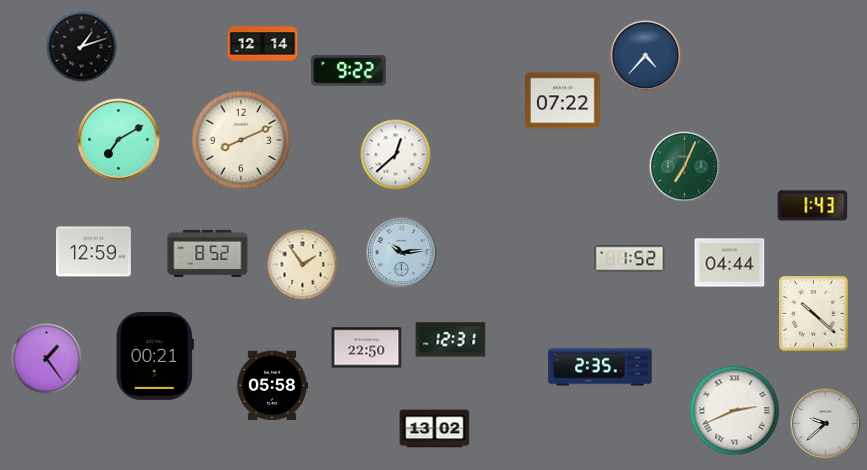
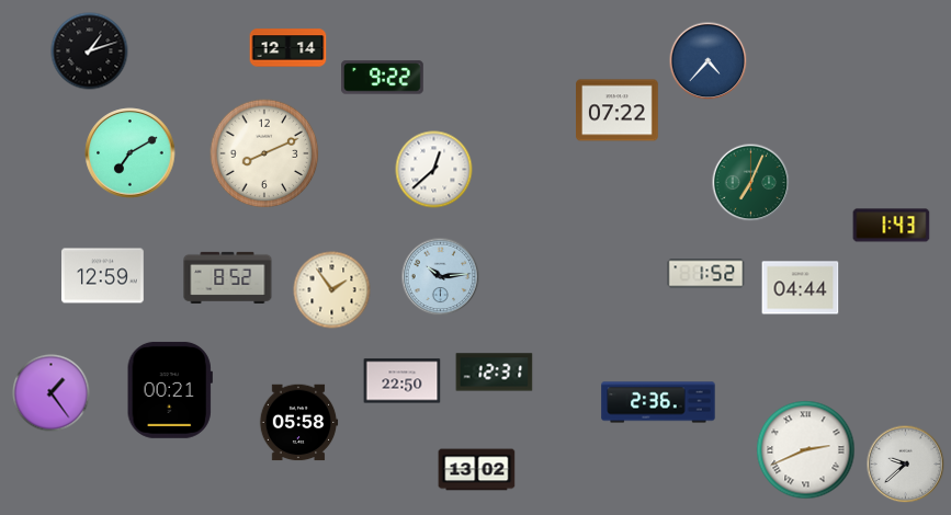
clock at (630, 259) position: (630, 259) -> (706, 274)
clock at (814, 314): 10:22 -> none
clock at (600, 367): 2:35 -> 2:36
